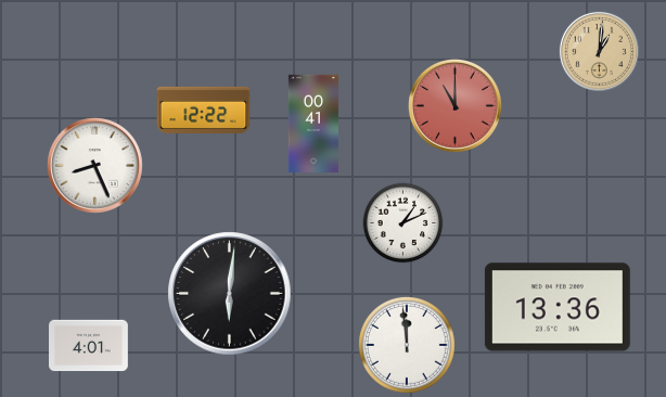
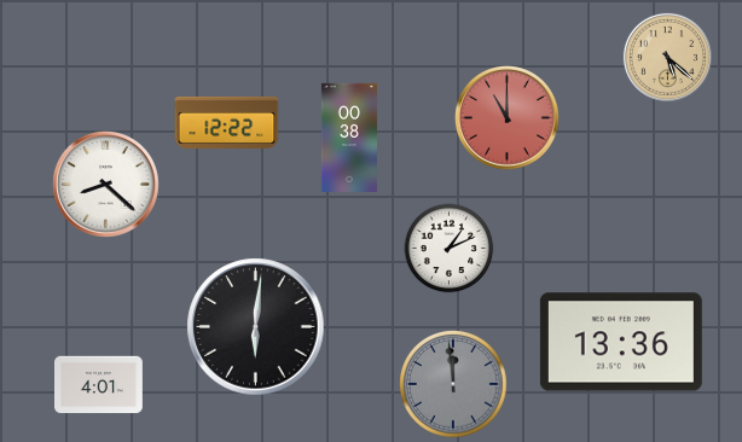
clock at (599, 51): 1:01 -> 5:22
clock at (313, 123): 00:41 -> 00:38
clock at (94, 165): 8:26 -> 8:22
clock at (407, 345) dial: white -> grey
